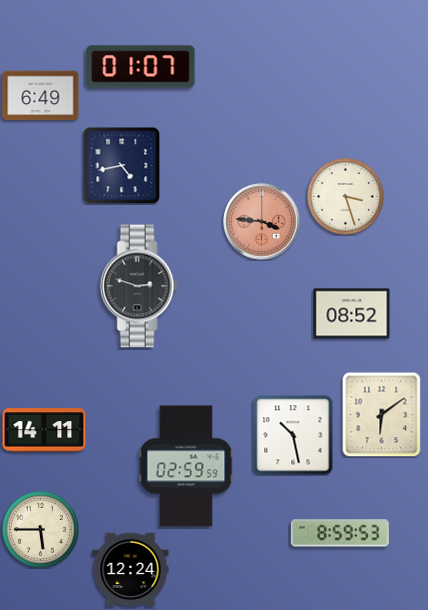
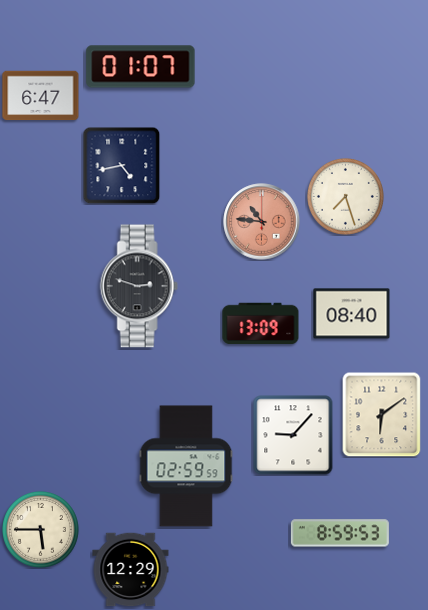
clock at (41, 96): 6:49 -> 6:47
clock at (345, 196): 3:27 -> 7:27
clock at (262, 222): 3:46 -> 10:46
clock at (352, 314): 08:52 -> 08:40
clock at (261, 324): none -> 13:09
clock at (44, 430): 14:11 -> none
clock at (293, 435): 10:28 -> 9:07
clock at (131, 570): 12:24 -> 12:29
